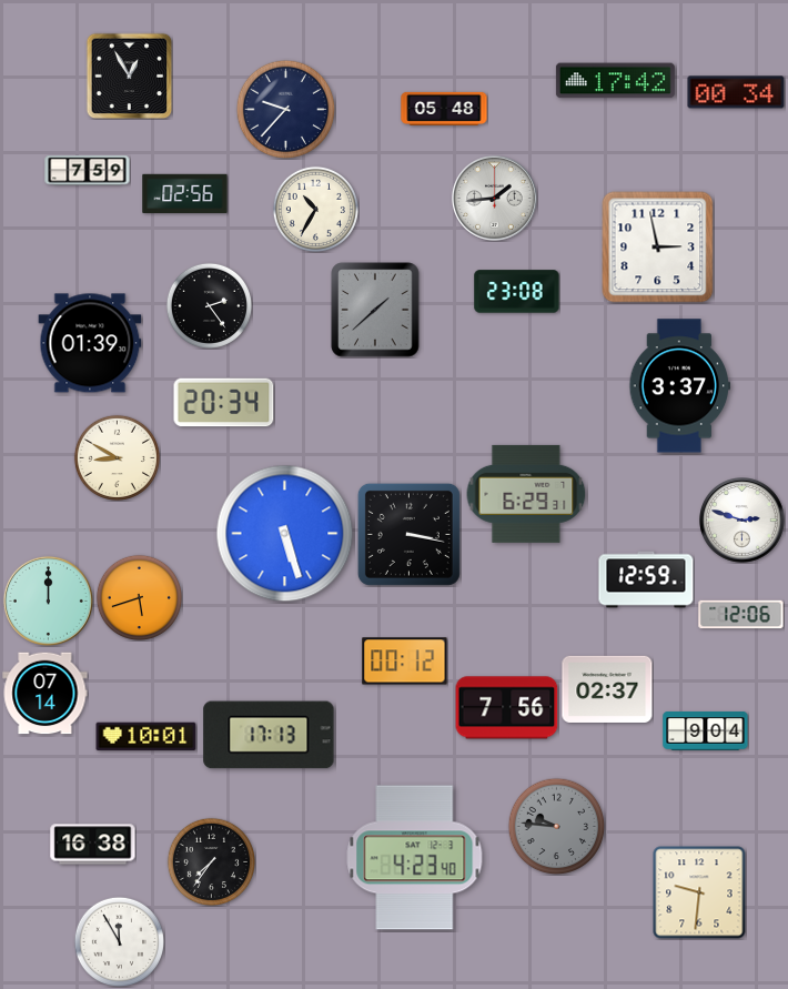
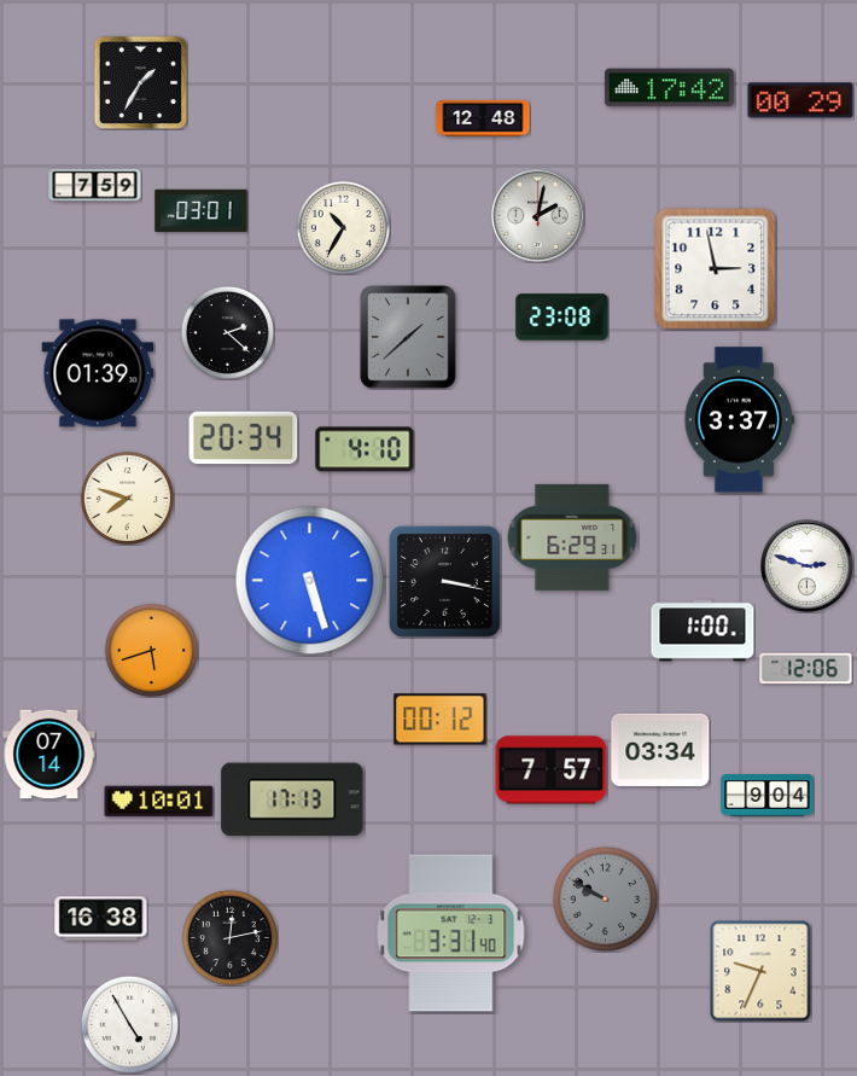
clock at (129, 75): 12:55 -> 1:35
clock at (736, 92): 00:34 -> 00:29
clock at (285, 109): 9:37 -> none
clock at (444, 109): 05:48 -> 12:48
clock at (185, 194): 02:56 -> 03:01
clock at (495, 199): 1:44 -> 2:02
clock at (209, 305): 2:24 -> 2:22
clock at (365, 449): none -> 4:10
clock at (117, 457): 8:50 -> 7:48
clock at (646, 579): 12:59 -> 1:00
clock at (48, 601): 12:00 -> none
clock at (607, 689): 02:37 -> 03:34
clock at (507, 708): 7:56 -> 7:57
clock at (556, 826): 9:46 -> 9:50
clock at (415, 858): 4:23 -> 3:31
clock at (211, 861): 7:36 -> 12:13
clock at (699, 892): 9:31 -> 9:34
clock at (119, 941): 11:55 -> 4:55
